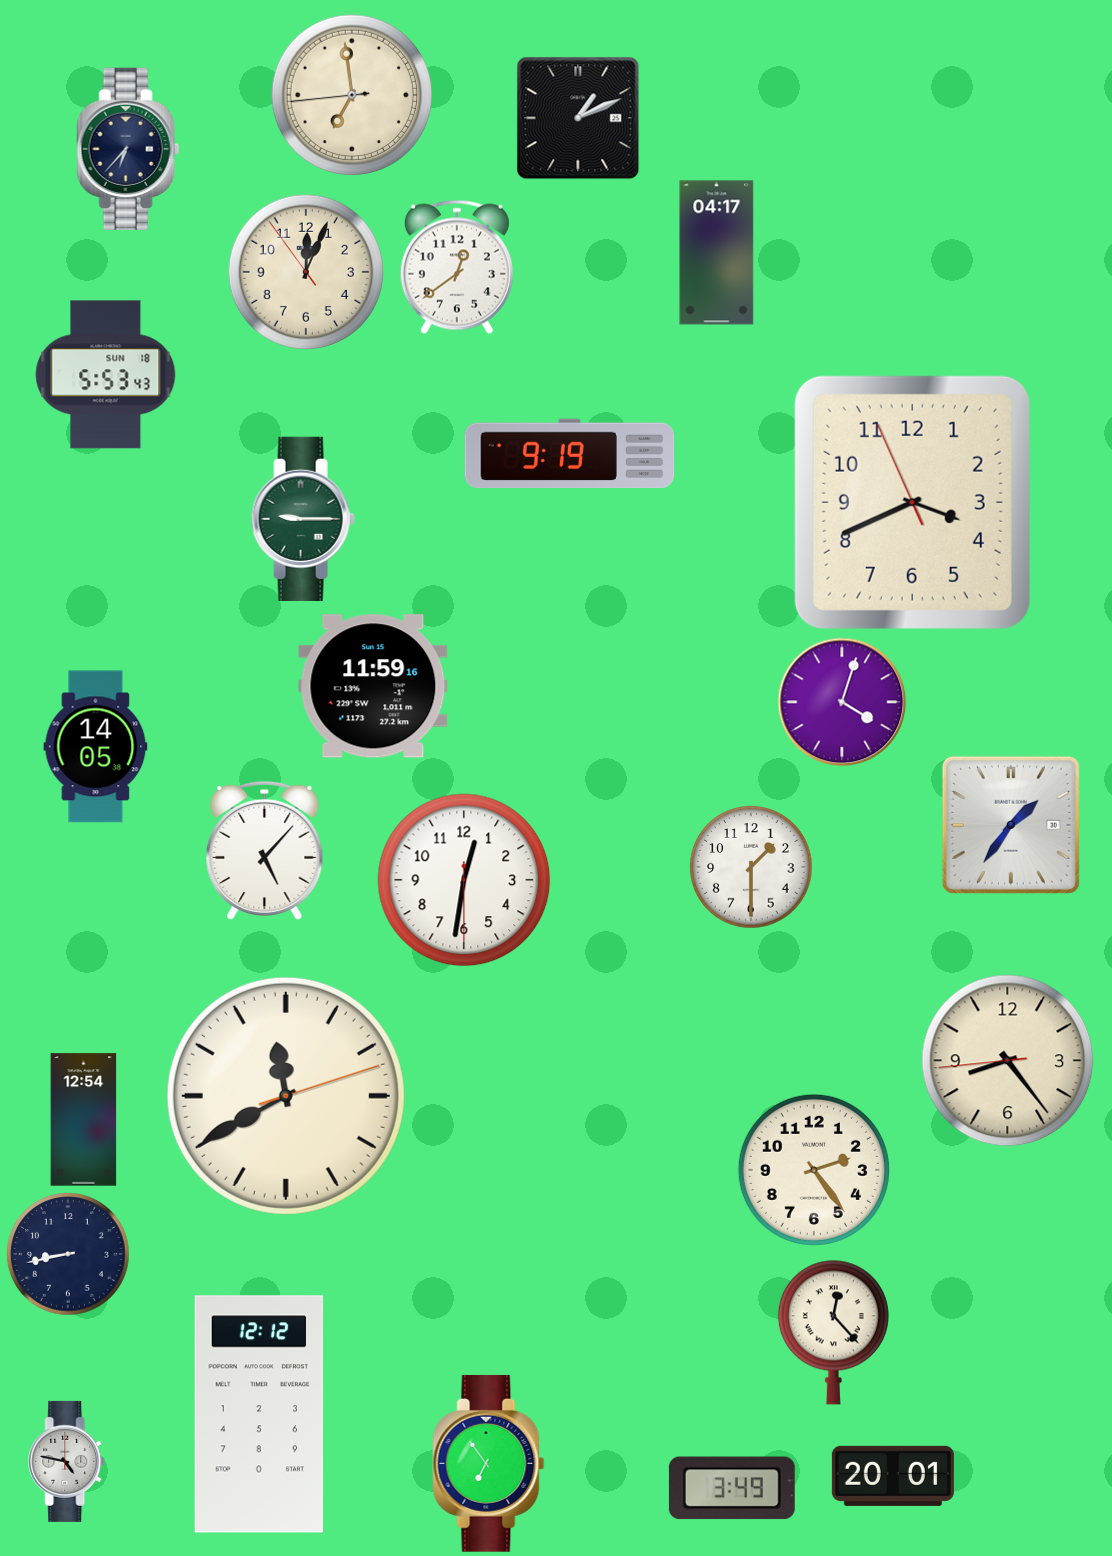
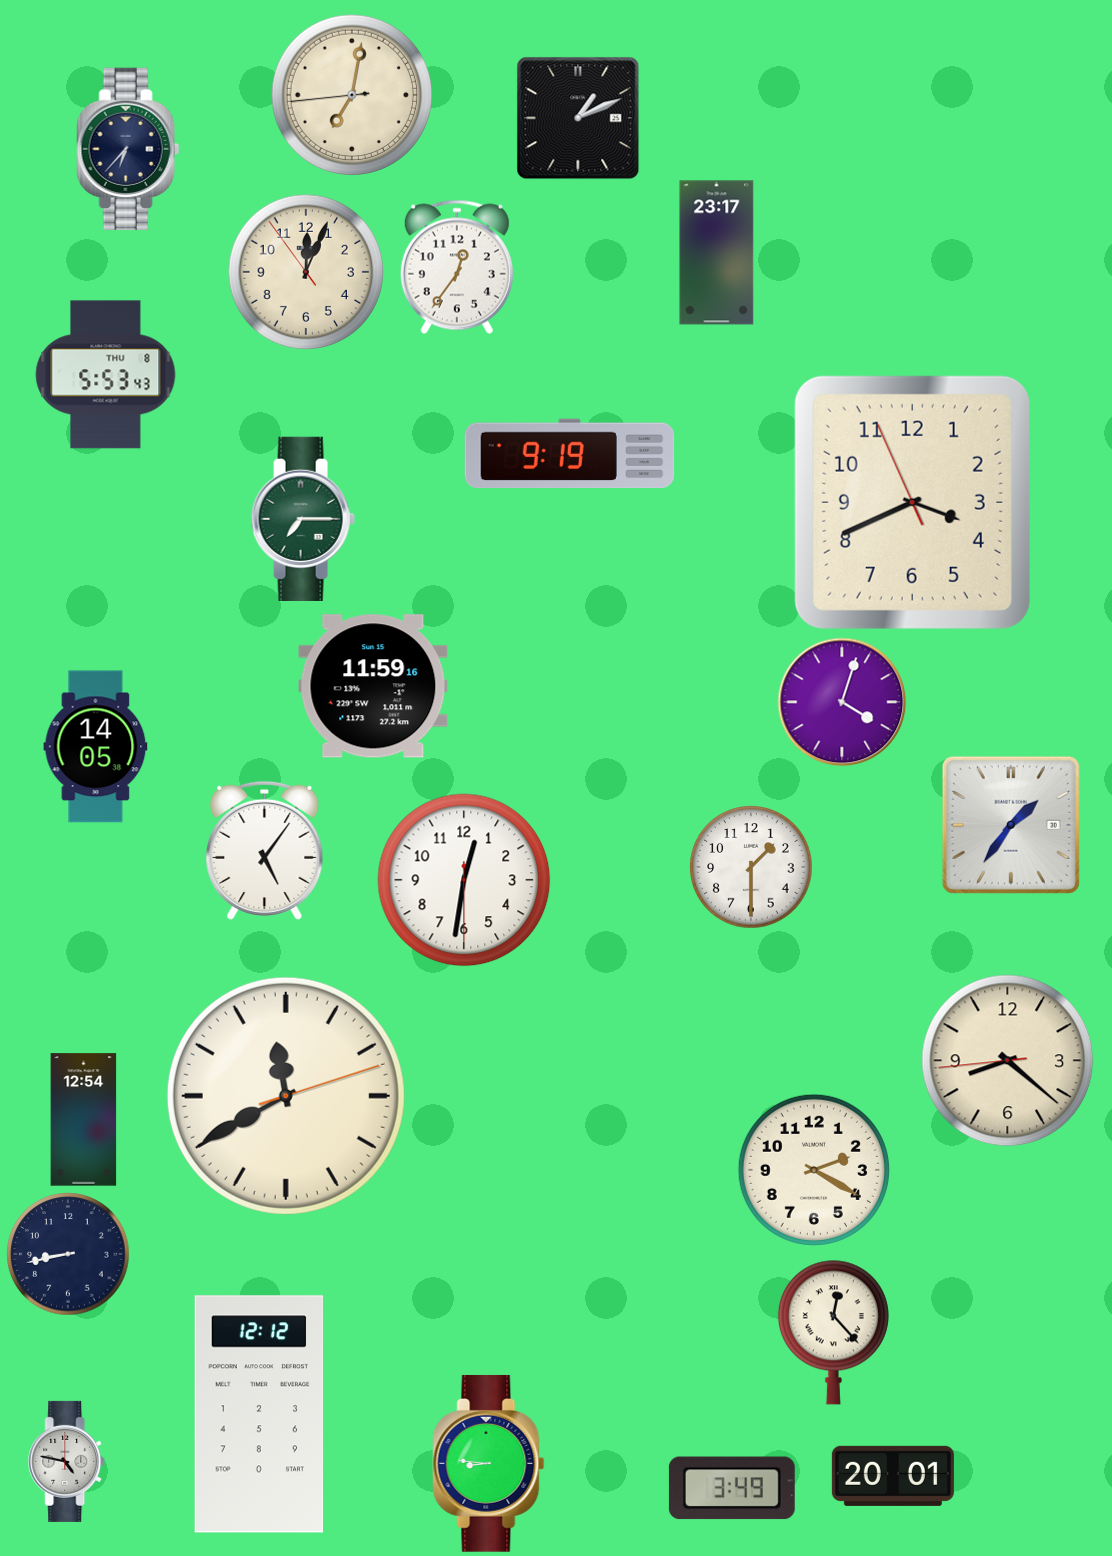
clock at (352, 95): 6:58 -> 7:01
clock at (717, 253): 04:17 -> 23:17
clock at (457, 267): 12:39 -> 12:36
clock at (106, 375) date: SUN 18 -> THU 8
clock at (303, 519): 9:15 -> 7:15
clock at (265, 850): 5:07 -> 5:06
clock at (1008, 1061): 8:23 -> 8:21
clock at (814, 1170): 2:24 -> 2:20
clock at (489, 1463): 6:54 -> 8:46
